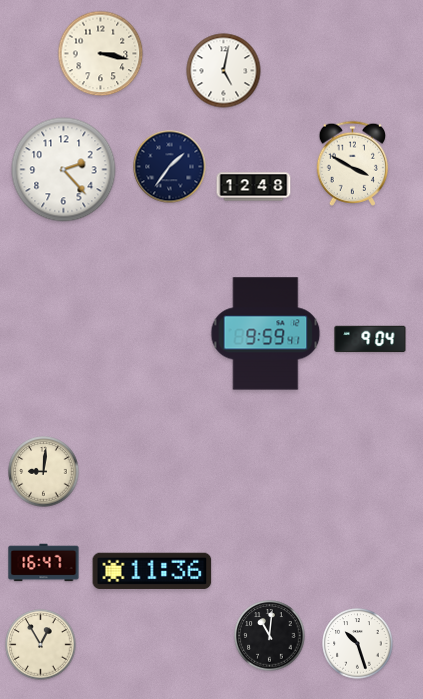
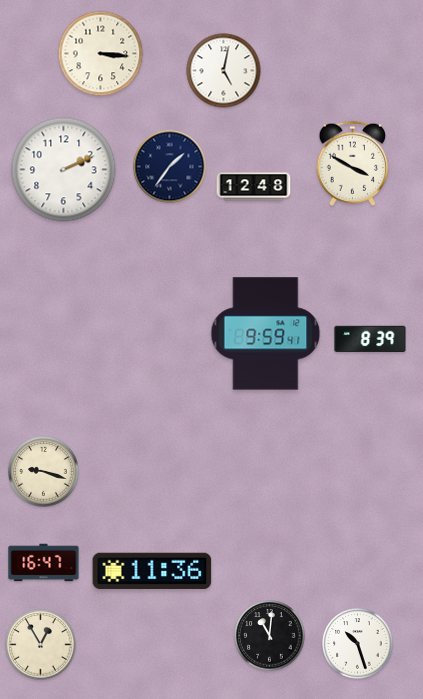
clock at (101, 54): 3:17 -> 3:16
clock at (64, 170): 2:23 -> 2:11
clock at (370, 339): 9:04 -> 8:39
clock at (44, 472): 9:01 -> 9:18
